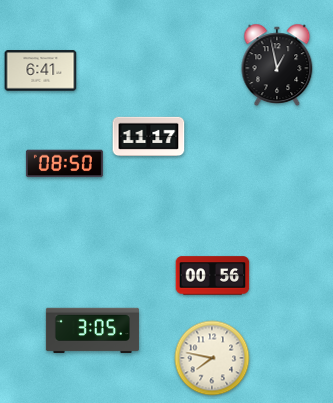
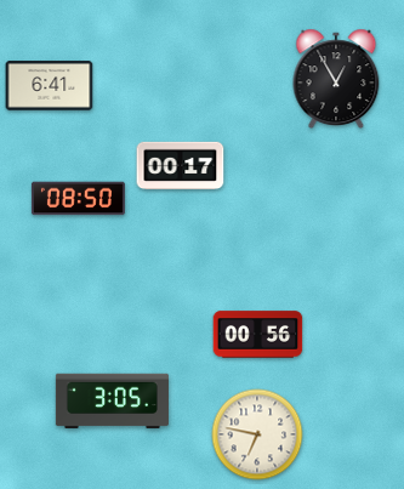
clock at (277, 65): 12:58 -> 12:55
clock at (149, 136): 11:17 -> 00:17
clock at (212, 358): 7:47 -> 6:47
